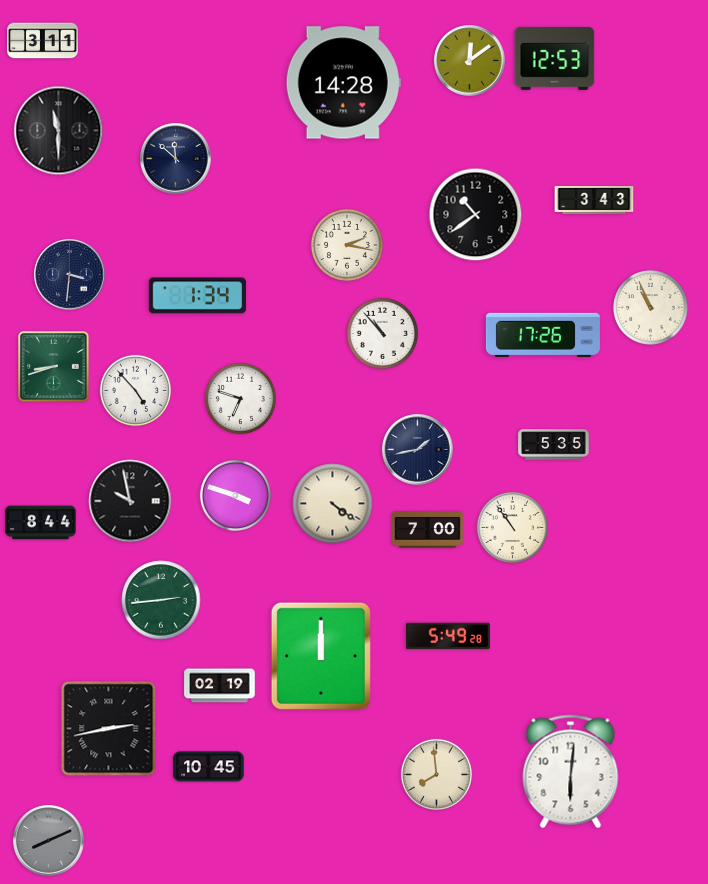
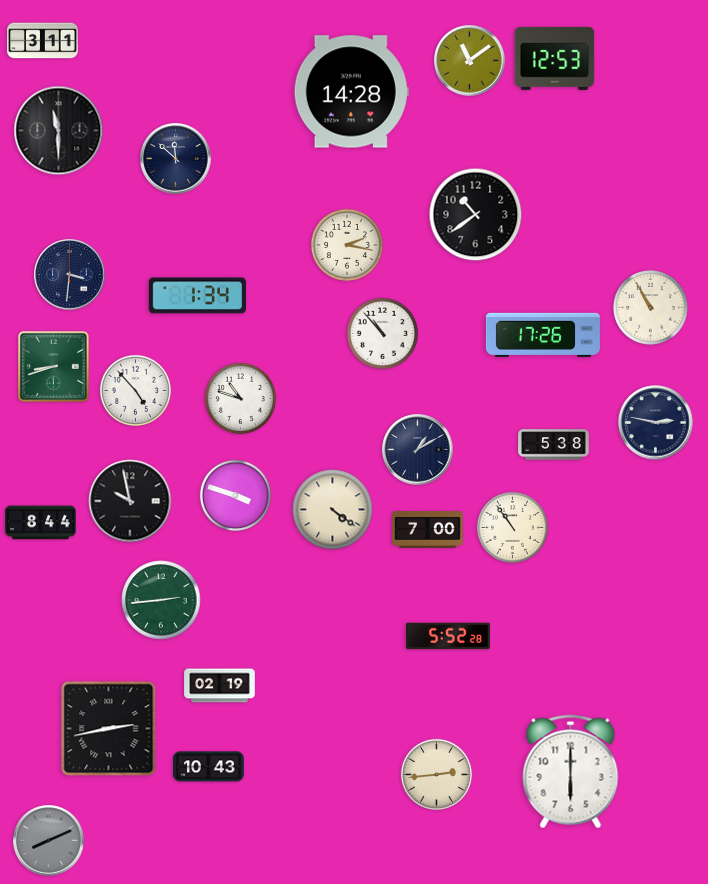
clock at (470, 61): 12:09 -> 11:09
clock at (343, 83) position: (343, 83) -> (351, 92)
clock at (594, 200): 3:43 -> none
clock at (651, 308): 10:56 -> 10:55
clock at (240, 398): 6:48 -> 10:48
clock at (656, 423): none -> 2:47
clock at (554, 445): 5:35 -> 5:38
clock at (418, 450): 1:43 -> 1:10
clock at (333, 504) position: (333, 504) -> (333, 510)
clock at (448, 636): 5:49 -> 5:52
clock at (321, 656): 12:00 -> none
clock at (209, 767): 10:45 -> 10:43
clock at (571, 772): 6:01 -> 6:00
clock at (436, 774): 7:59 -> 2:44
